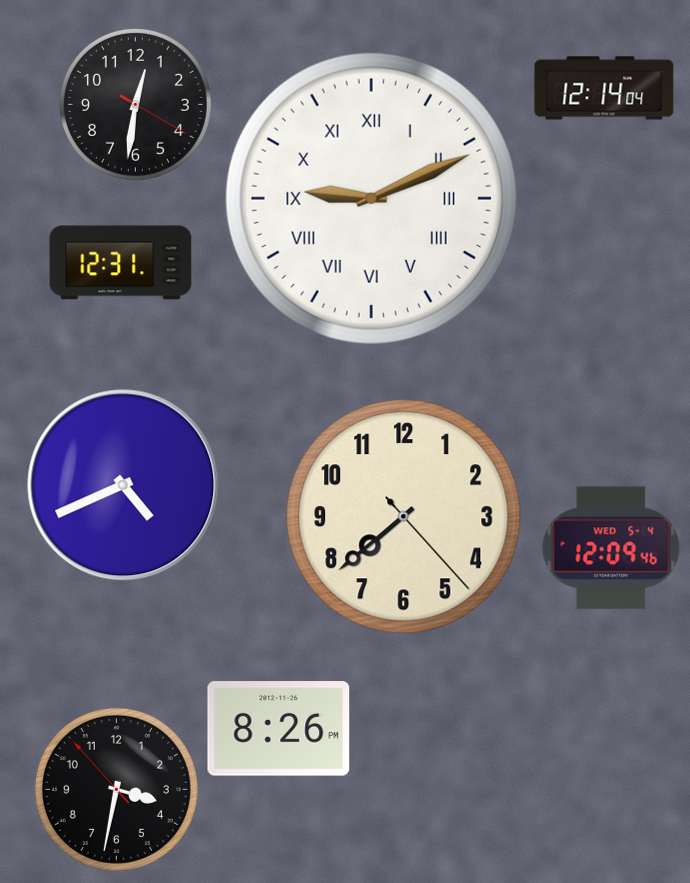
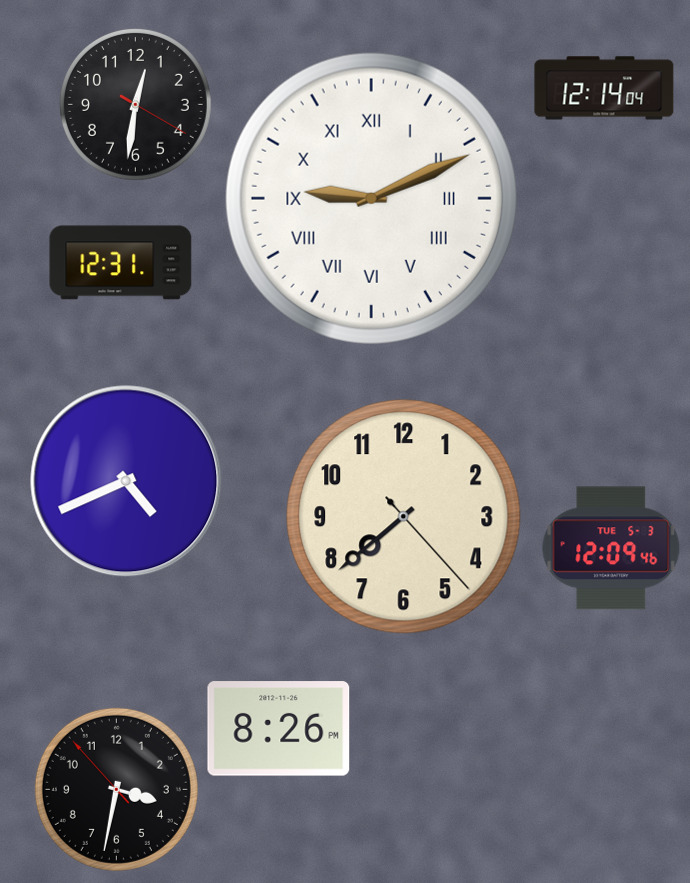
clock at (123, 485) position: (123, 485) -> (126, 481)
clock at (611, 548) date: WED 5-4 -> TUE 5-3
